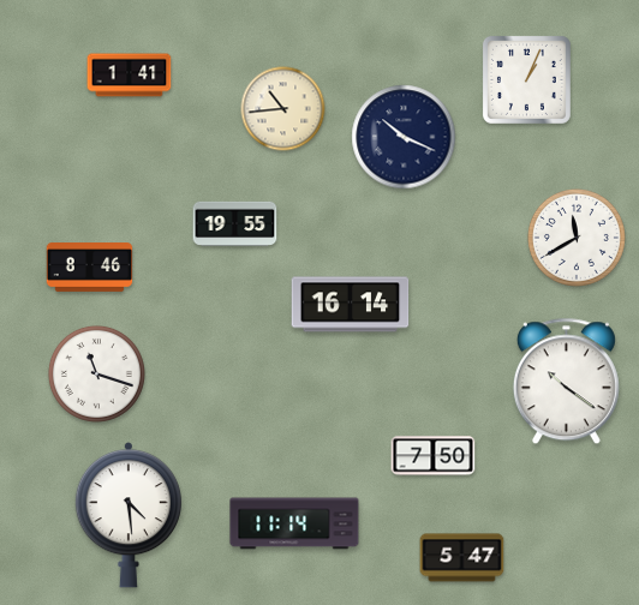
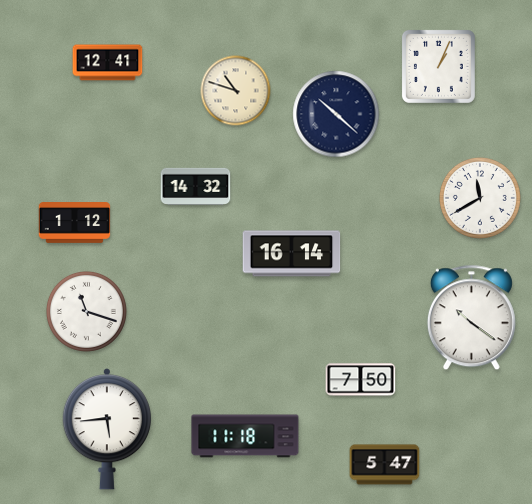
clock at (130, 76): 1:41 -> 12:41
clock at (283, 109): 10:44 -> 10:48
clock at (404, 137): 10:19 -> 10:22
clock at (235, 223): 19:55 -> 14:32
clock at (90, 268): 8:46 -> 1:12
clock at (96, 373) position: (96, 373) -> (86, 311)
clock at (127, 516): 4:29 -> 5:44
clock at (294, 523): 11:14 -> 11:18
